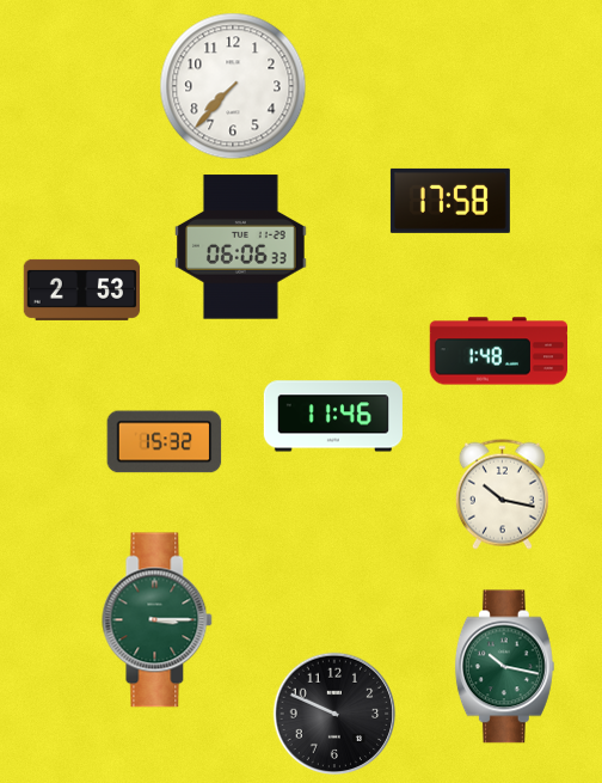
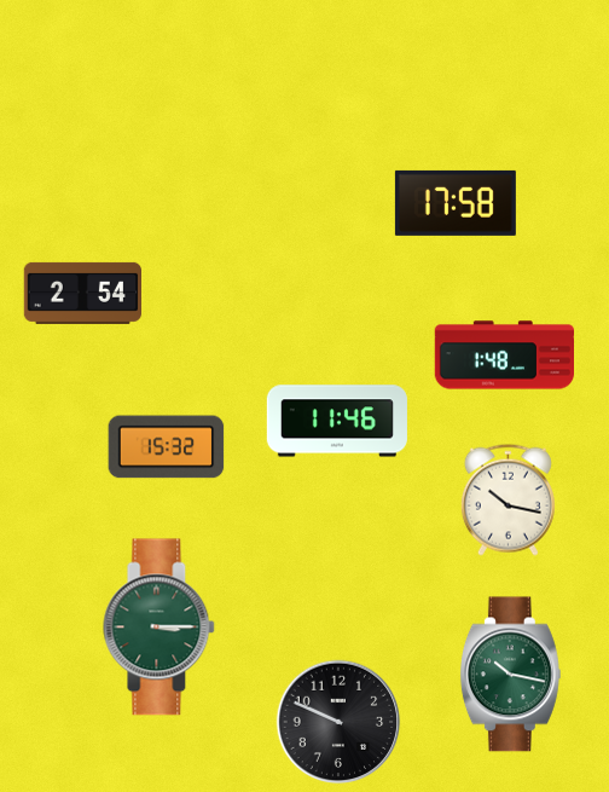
clock at (233, 86): 7:37 -> none
clock at (241, 247): 06:06 -> none
clock at (81, 289): 2:53 -> 2:54
